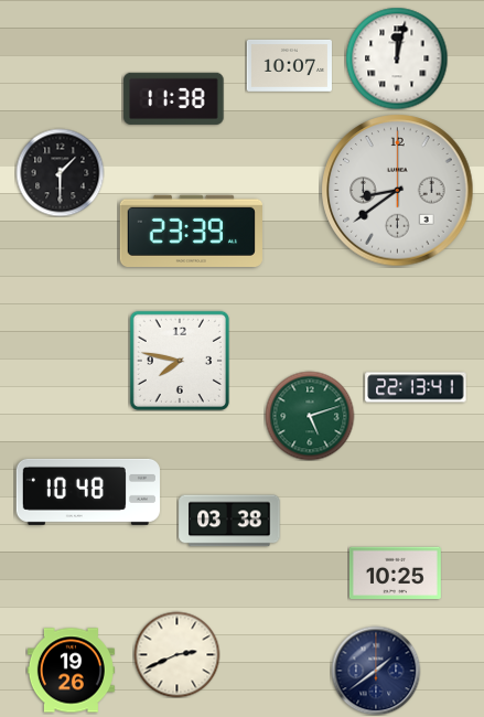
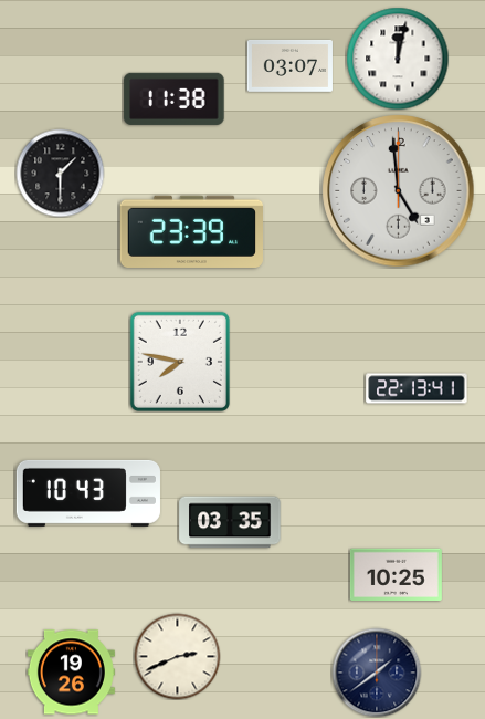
clock at (289, 65): 10:07 -> 03:07
clock at (398, 191): 8:39 -> 4:59
clock at (310, 416): 5:12 -> none
clock at (88, 492): 10:48 -> 10:43
clock at (229, 521): 03:38 -> 03:35
